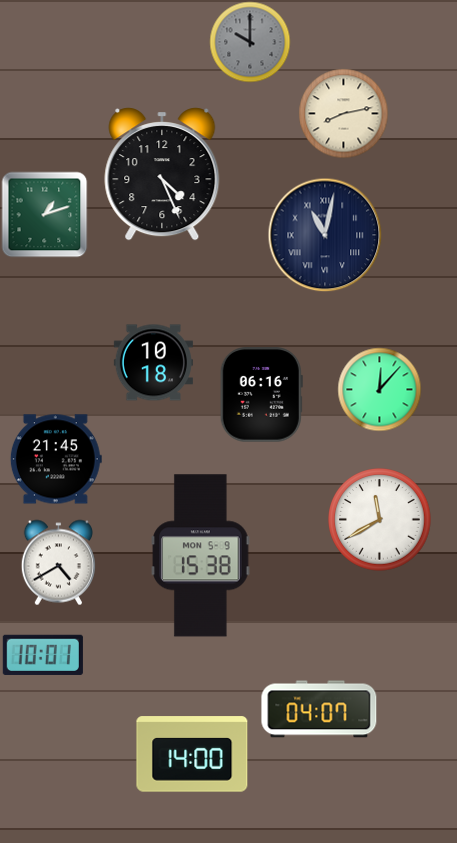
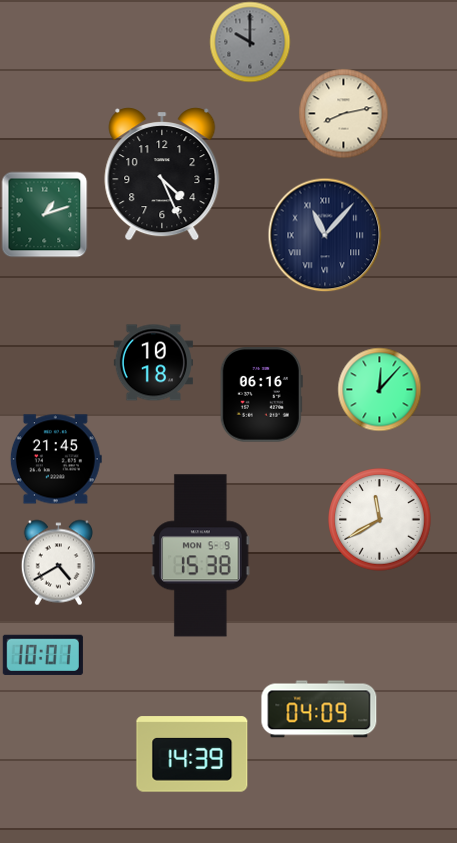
clock at (325, 235): 11:02 -> 11:07
clock at (319, 709): 04:07 -> 04:09
clock at (192, 754): 14:00 -> 14:39
